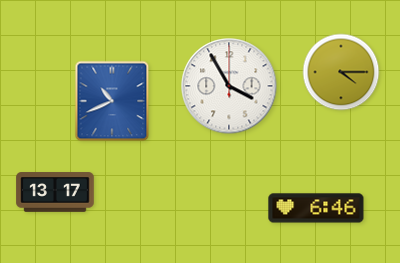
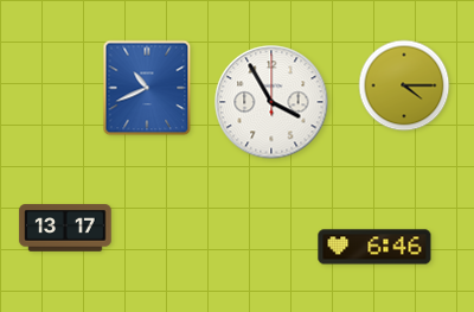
clock at (112, 101) position: (112, 101) -> (147, 88)
